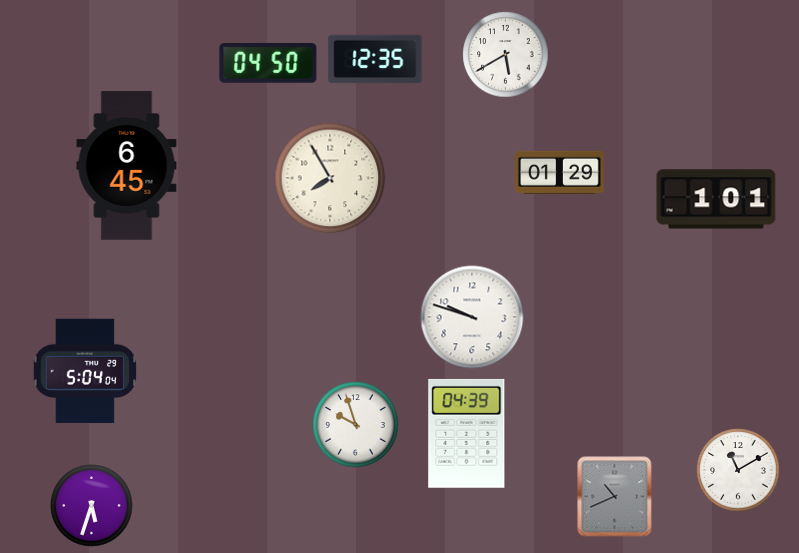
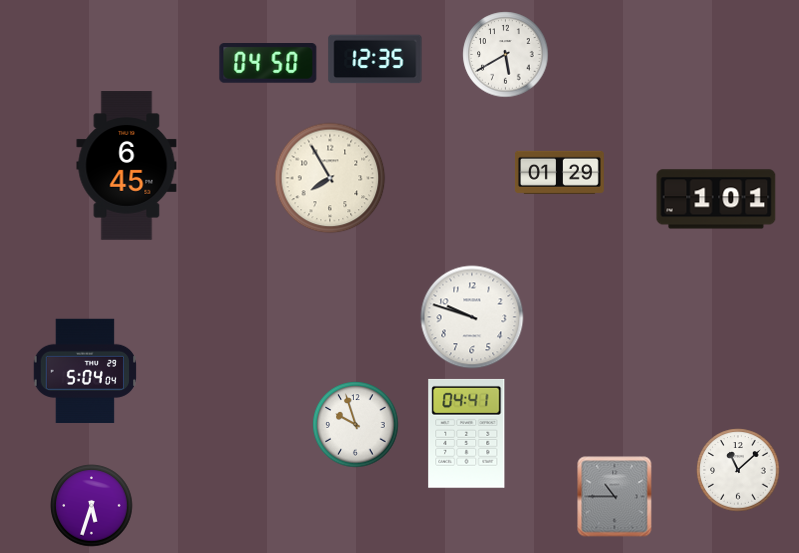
clock at (467, 433): 04:39 -> 04:41
clock at (738, 470): 11:10 -> 11:08
clock at (615, 497): 10:41 -> 10:45
